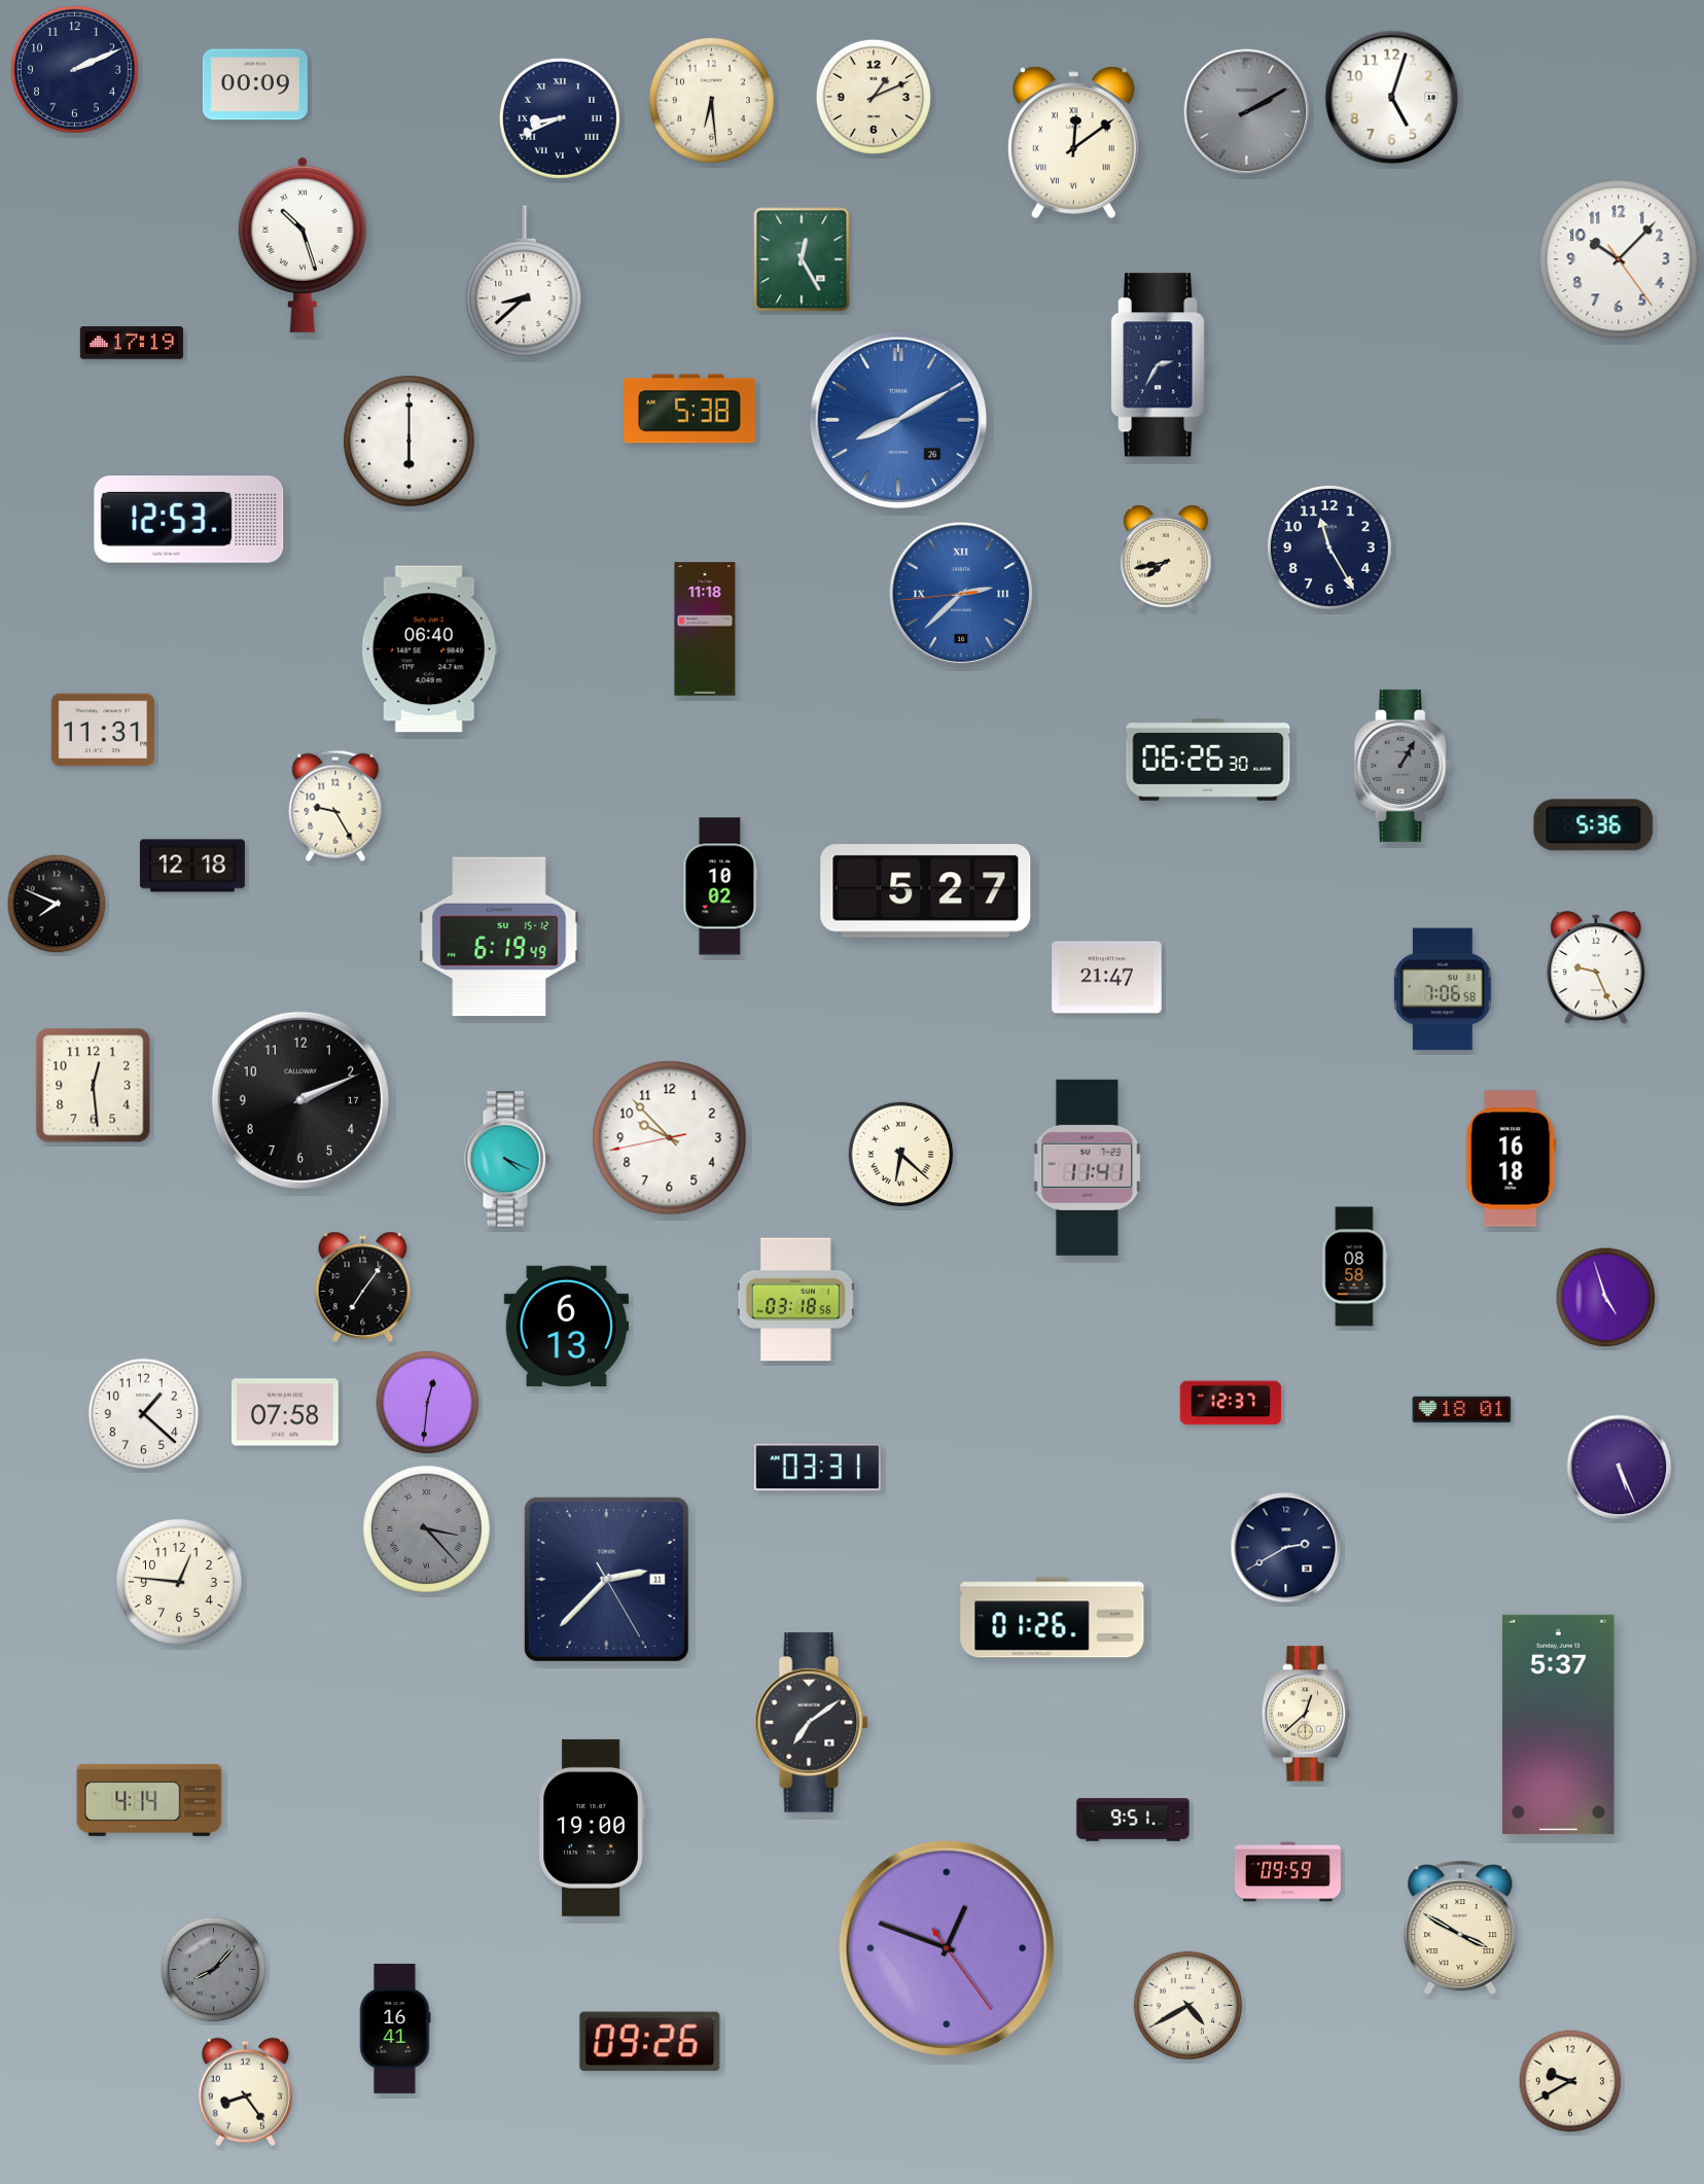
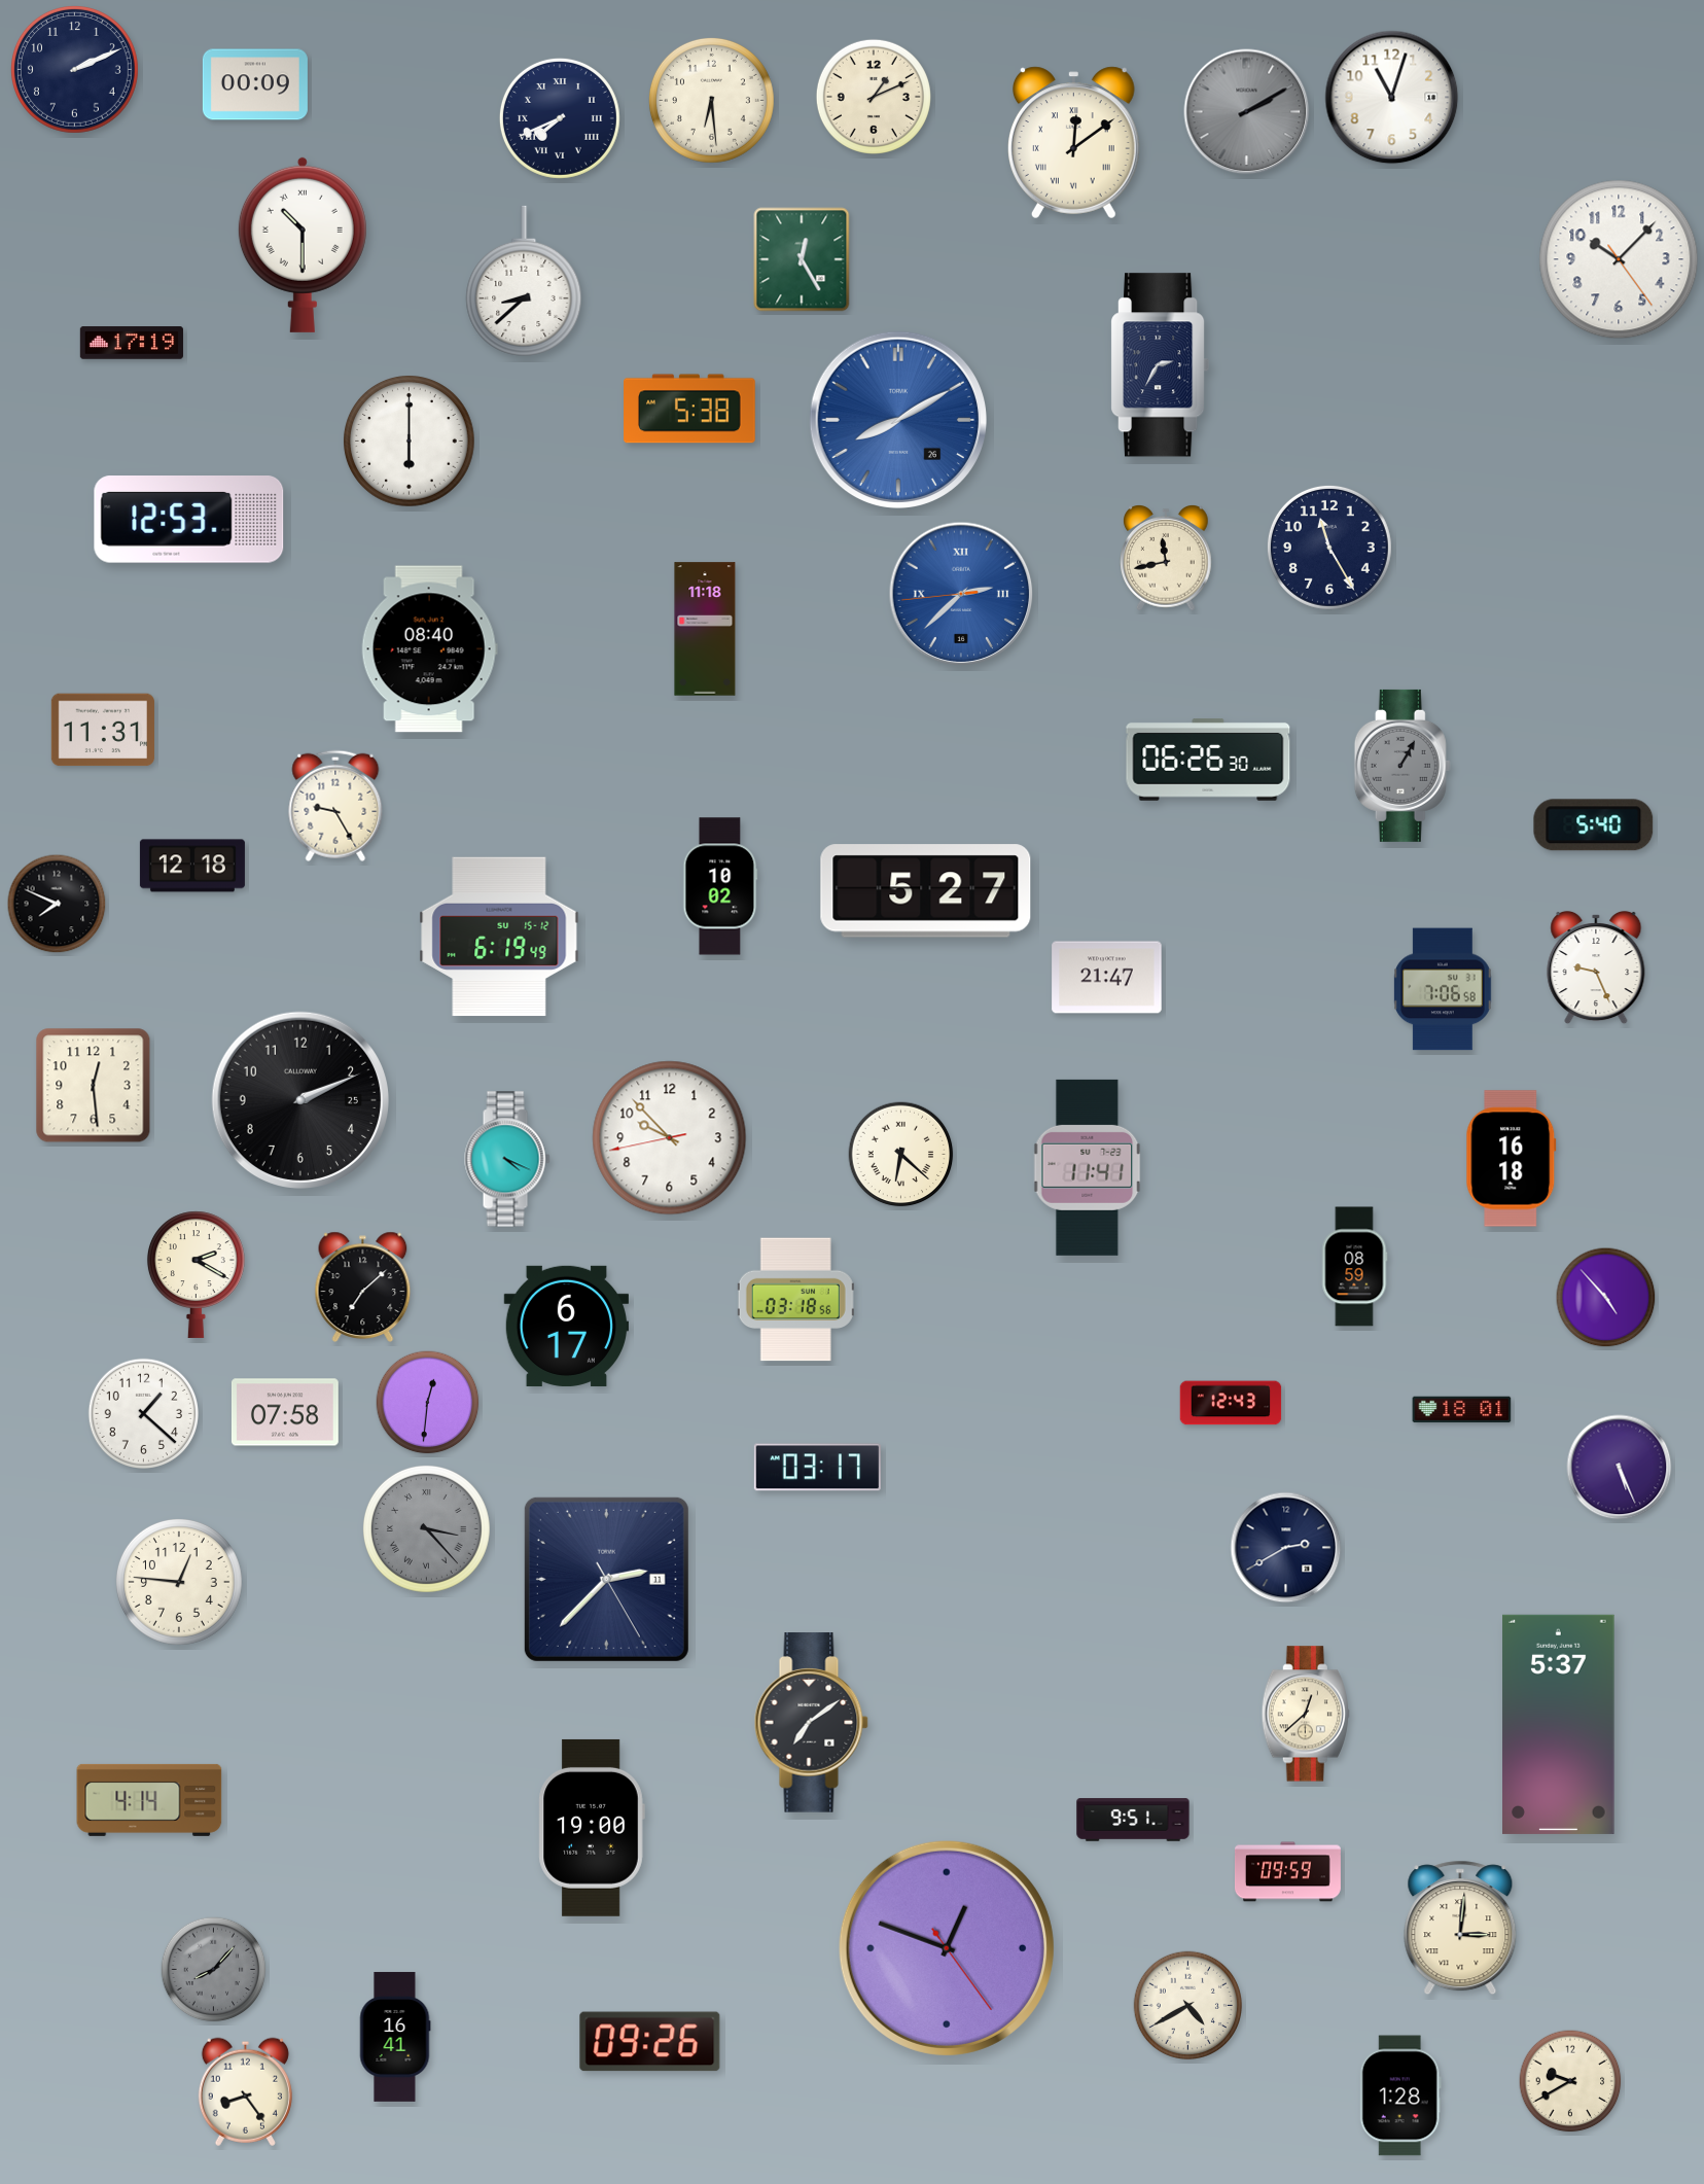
clock at (1392, 98): 5:03 -> 11:03
clock at (560, 118): 8:41 -> 7:41
clock at (303, 245): 10:27 -> 10:30
clock at (1166, 559): 7:43 -> 11:43
clock at (429, 649): 06:40 -> 08:40
clock at (1594, 825): 5:36 -> 5:40
clock at (299, 1099) date: 17 -> 25
clock at (1355, 1267): 08:58 -> 08:59
clock at (196, 1274): none -> 2:20
clock at (363, 1287): 7:06 -> 7:08
clock at (1606, 1298): 4:57 -> 4:53
clock at (567, 1326): 6:13 -> 6:17
clock at (1231, 1403): 12:37 -> 12:43
clock at (817, 1468): 03:31 -> 03:17
clock at (1053, 1618): 01:26 -> none
clock at (1460, 1928): 3:50 -> 3:01
clock at (395, 2029) position: (395, 2029) -> (395, 2037)
clock at (1400, 2095): none -> 1:28
